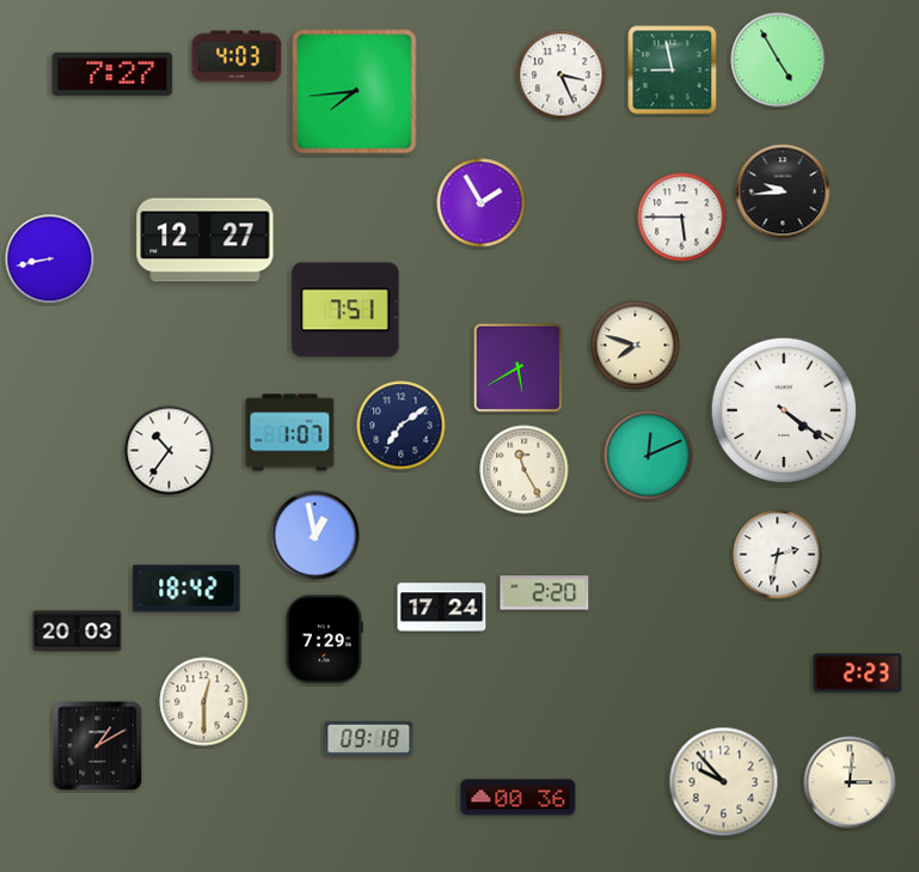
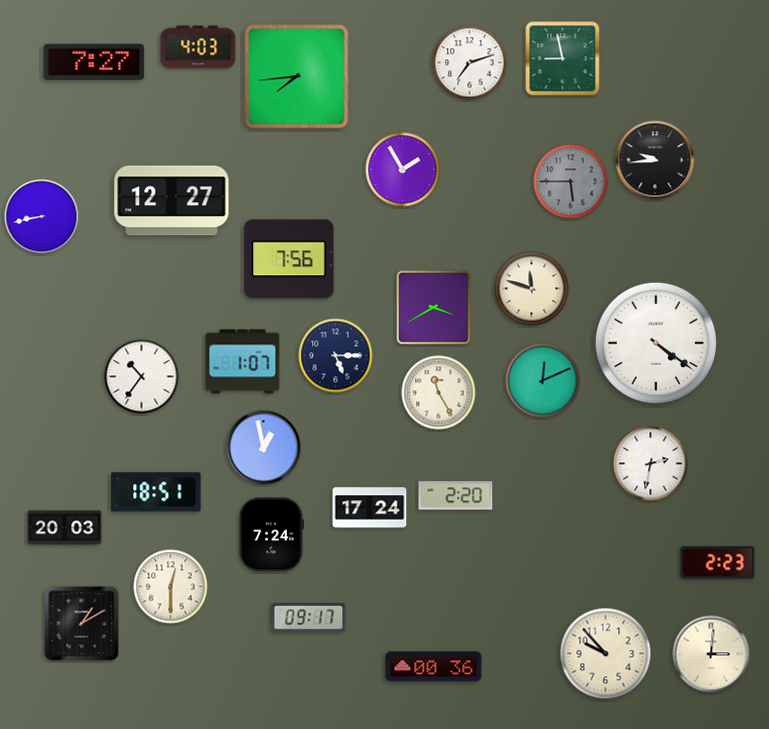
clock at (778, 60): 4:55 -> none
clock at (562, 75): 3:26 -> 7:12
clock at (682, 218) dial: white -> grey
clock at (345, 310): 7:51 -> 7:56
clock at (636, 346): 7:48 -> 11:48
clock at (517, 367): 5:40 -> 3:40
clock at (402, 426): 7:09 -> 5:15
clock at (186, 589): 18:42 -> 18:51
clock at (324, 640): 7:29 -> 7:24
clock at (369, 738): 09:18 -> 09:17
